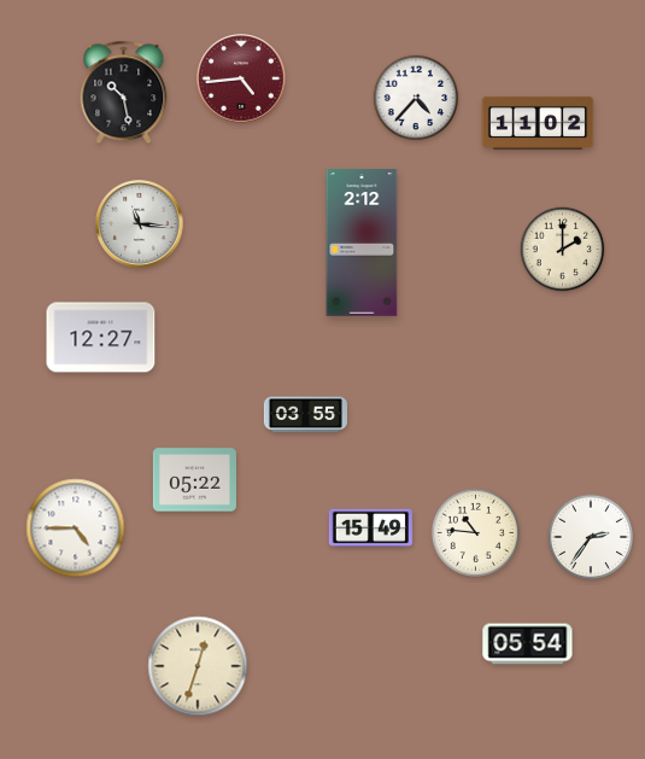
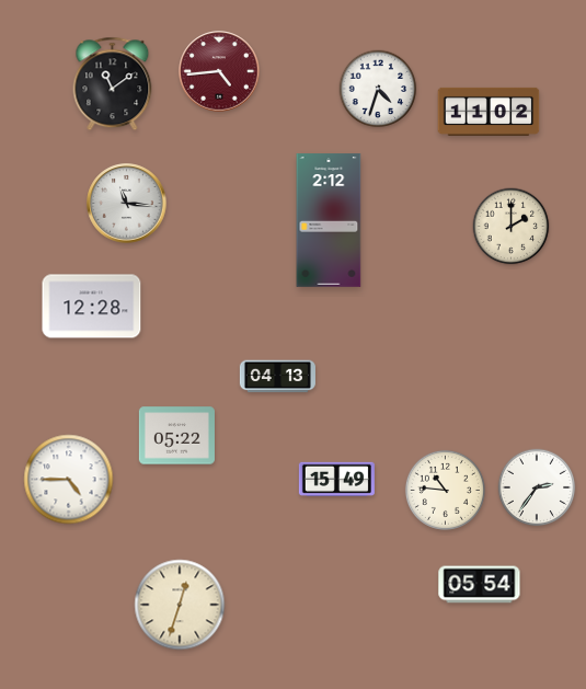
clock at (124, 93): 10:28 -> 11:09
clock at (416, 98): 4:37 -> 4:33
clock at (101, 338): 12:27 -> 12:28
clock at (305, 415): 03:55 -> 04:13
clock at (475, 532) position: (475, 532) -> (445, 490)
